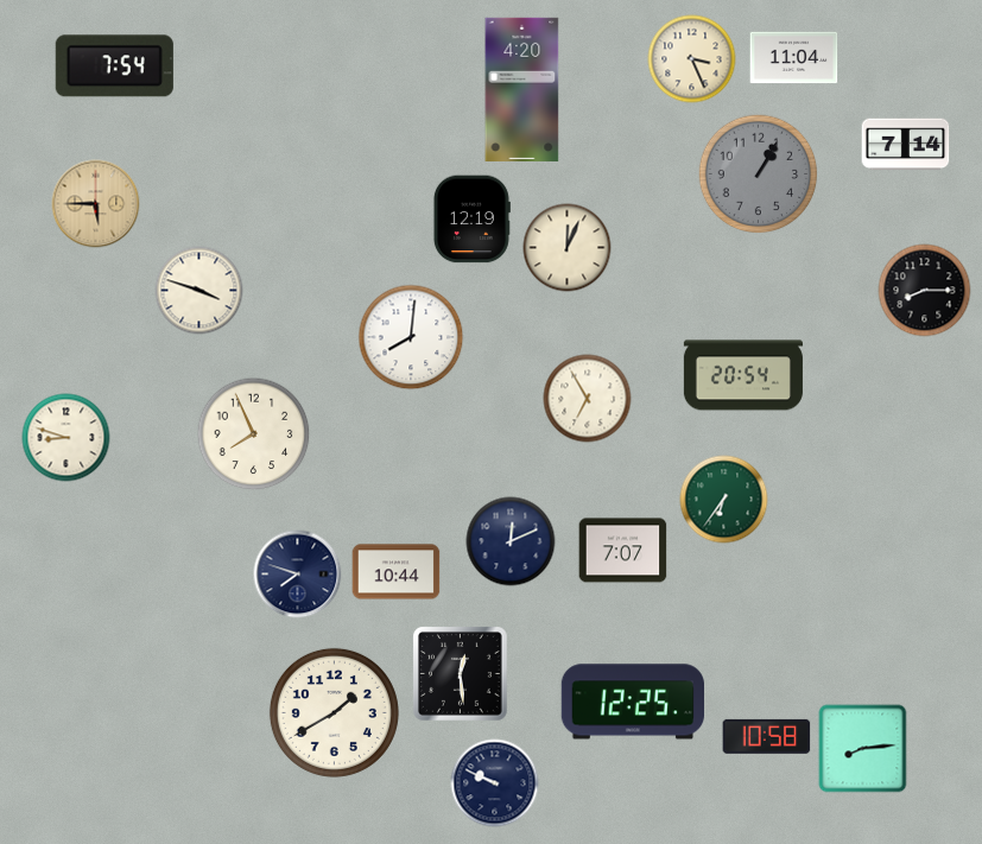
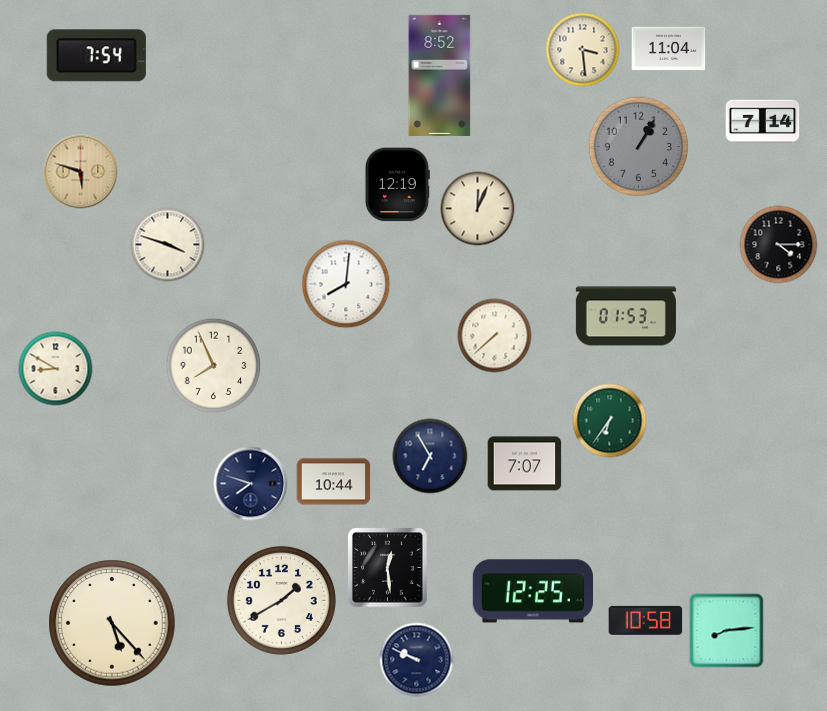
clock at (692, 59): 3:26 -> 3:29
clock at (522, 89): 4:20 -> 8:52
clock at (96, 204): 5:45 -> 5:48
clock at (925, 291): 8:15 -> 4:15
clock at (743, 375): 20:54 -> 01:53
clock at (588, 399): 6:55 -> 7:38
clock at (66, 438): 8:48 -> 8:50
clock at (511, 541): 12:11 -> 6:55
clock at (112, 623): none -> 5:23
